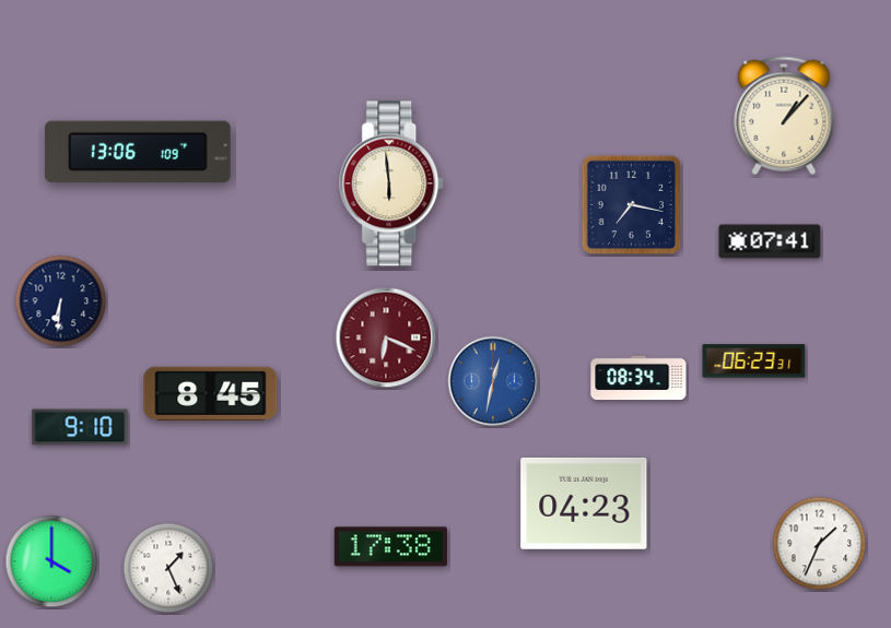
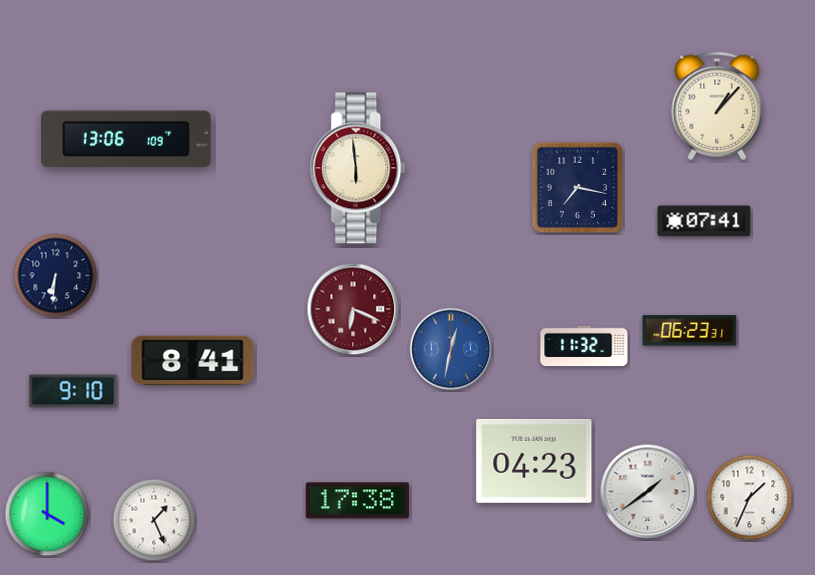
clock at (638, 378): 08:34 -> 11:32
clock at (211, 393): 8:45 -> 8:41
clock at (648, 492): none -> 1:39
